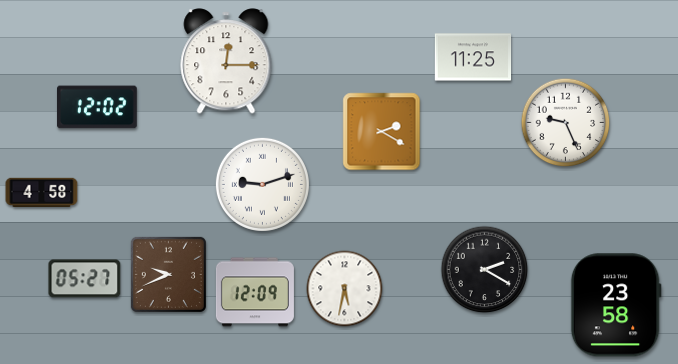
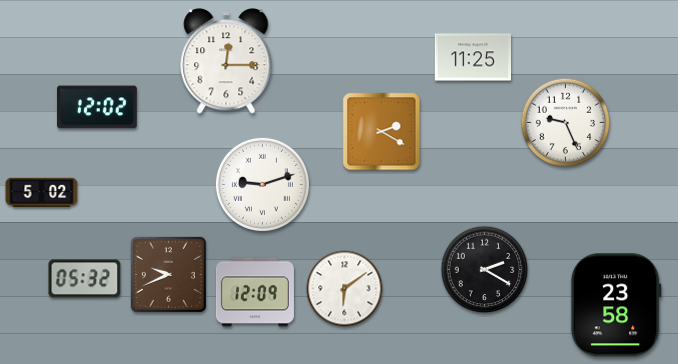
clock at (42, 193): 4:58 -> 5:02
clock at (85, 279): 05:27 -> 05:32
clock at (345, 289): 5:32 -> 6:09
